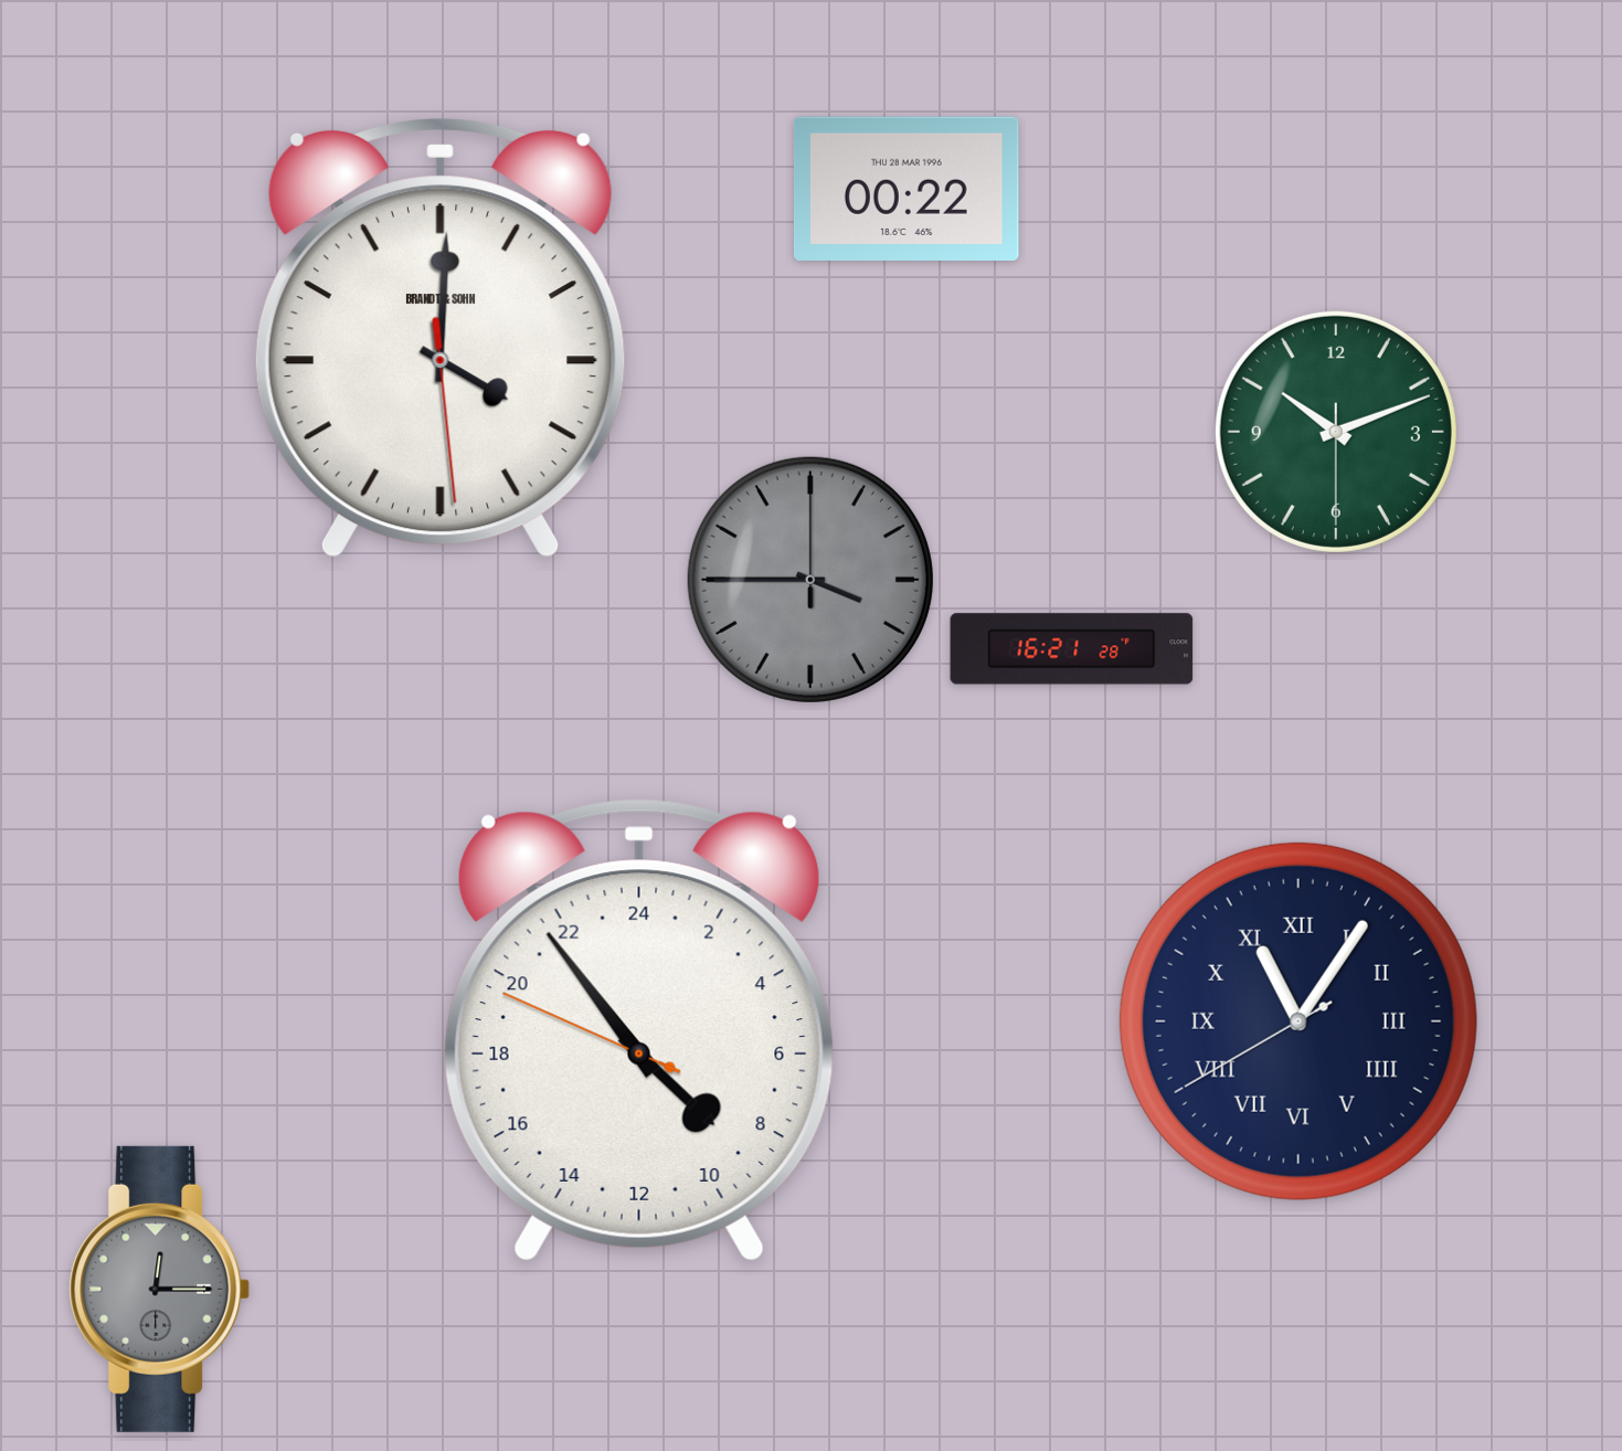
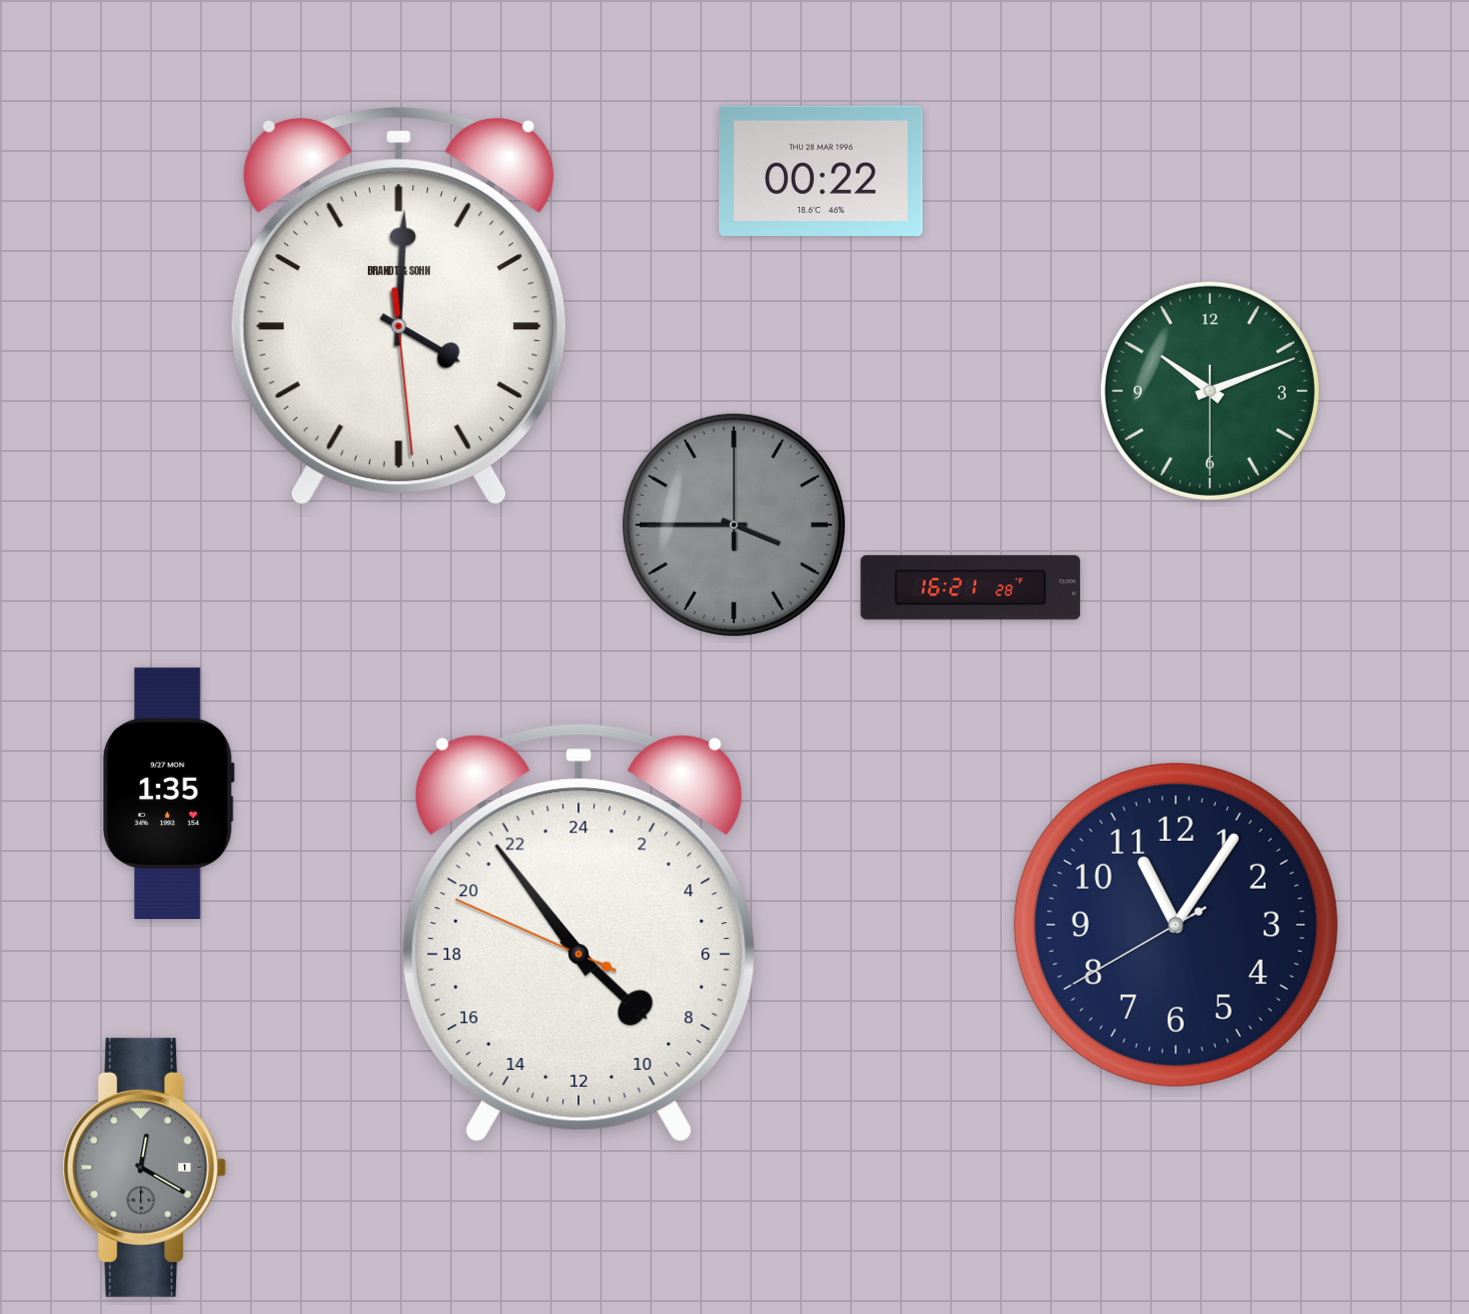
clock at (169, 793): none -> 1:35
clock at (1298, 1021) numerals: Roman -> Arabic
clock at (160, 1289): 12:15 -> 12:20
